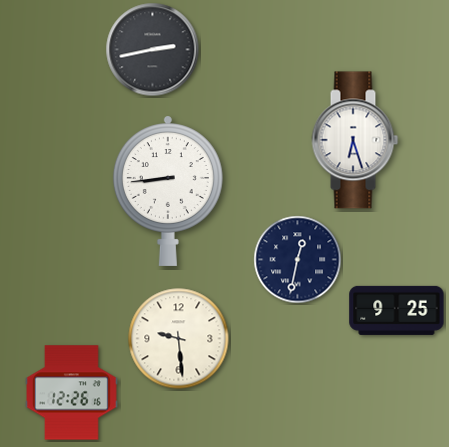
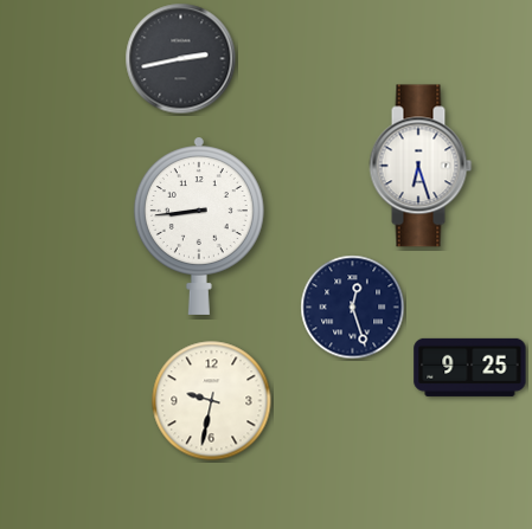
clock at (298, 260): 12:32 -> 12:27
clock at (179, 339): 9:29 -> 9:32
clock at (72, 393): 12:26 -> none
